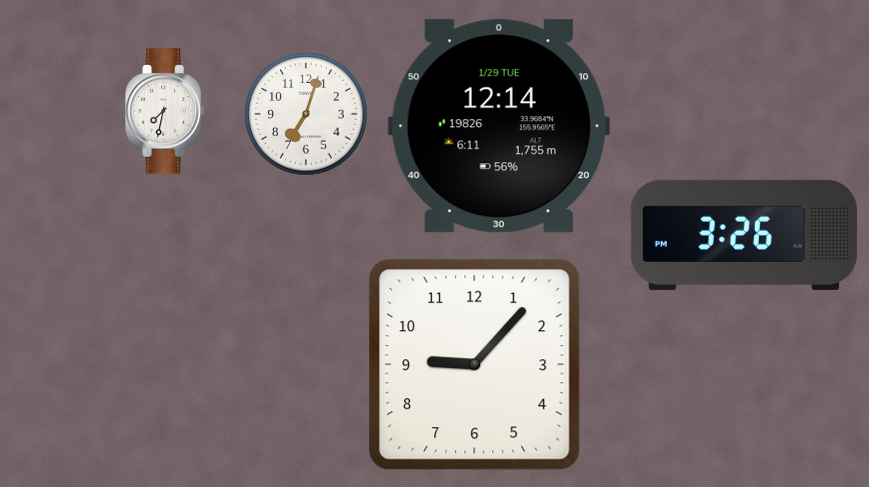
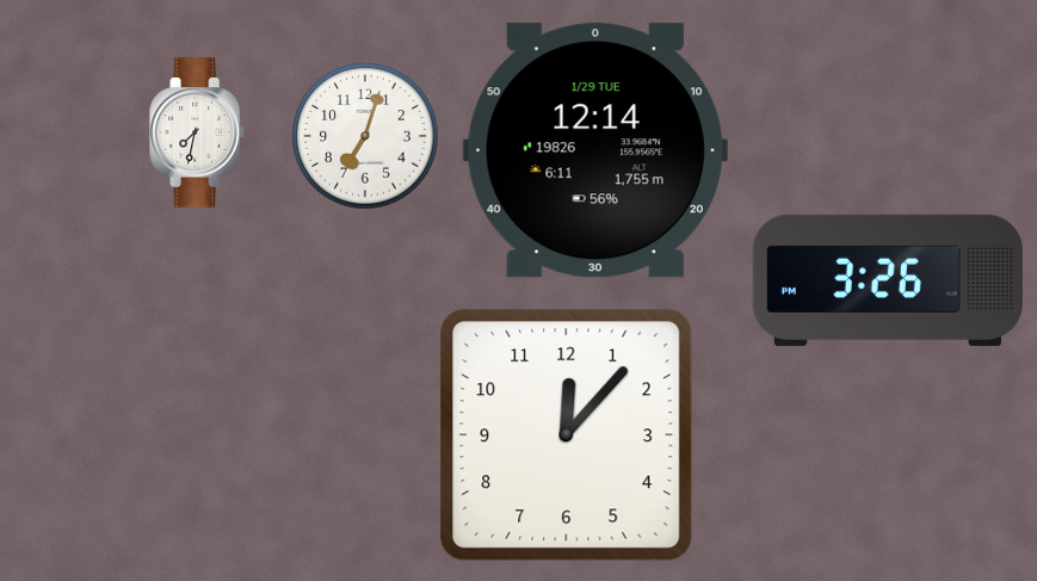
clock at (475, 365): 9:07 -> 12:07
